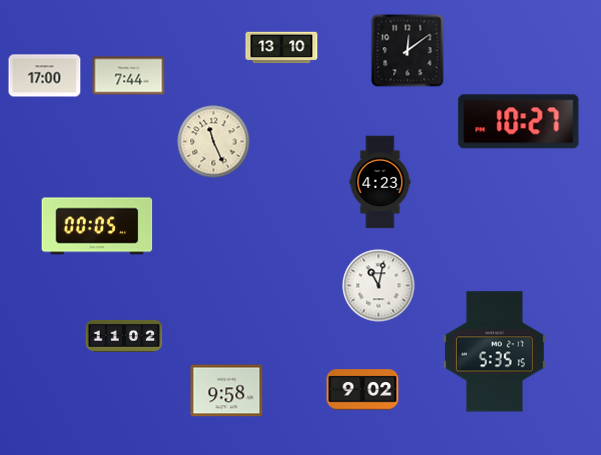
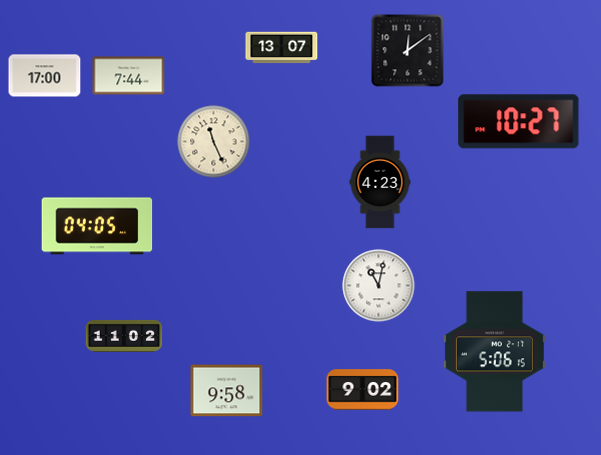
clock at (282, 48): 13:10 -> 13:07
clock at (97, 226): 00:05 -> 04:05
clock at (494, 352): 5:35 -> 5:06
